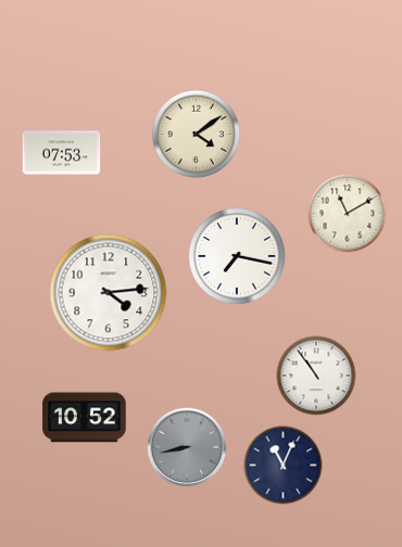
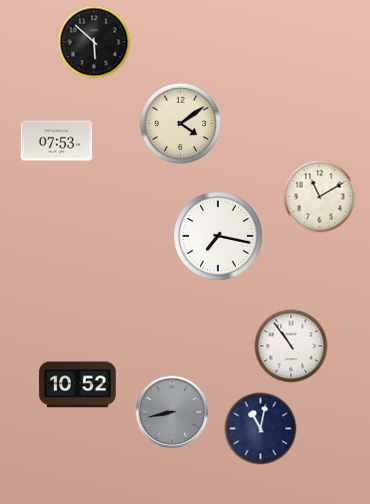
clock at (94, 42): none -> 5:52
clock at (109, 293): 4:14 -> none
clock at (284, 466): 11:04 -> 11:02
